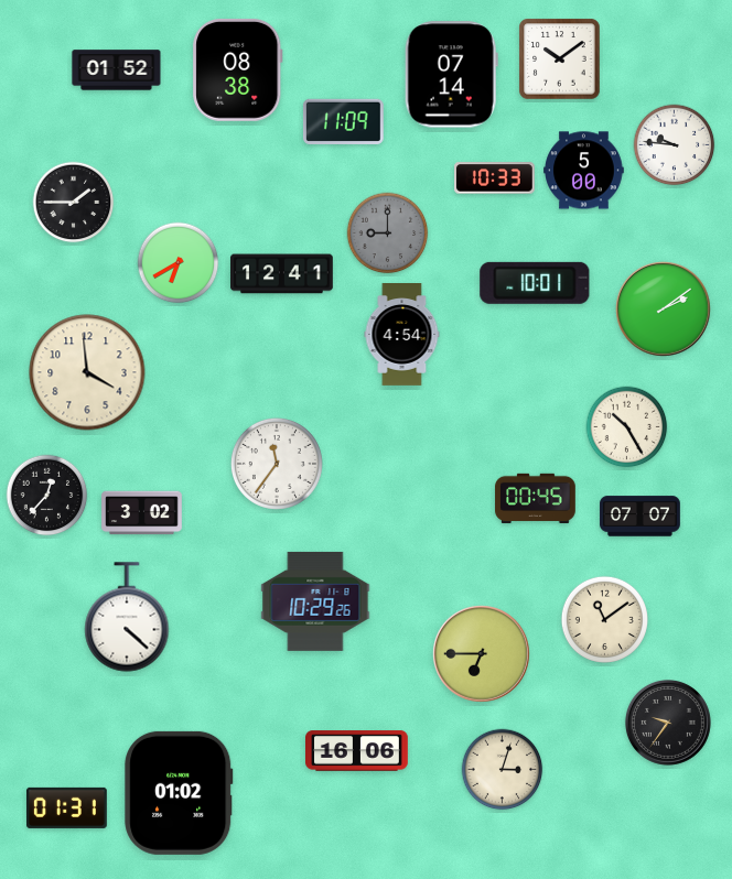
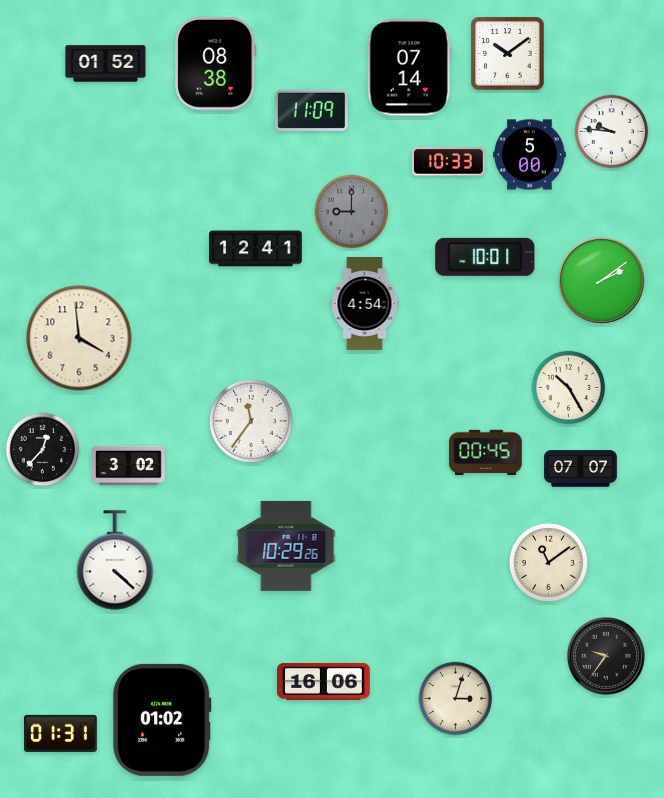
clock at (74, 203): 1:45 -> none
clock at (179, 263): 6:40 -> none
clock at (482, 654): 6:45 -> none
